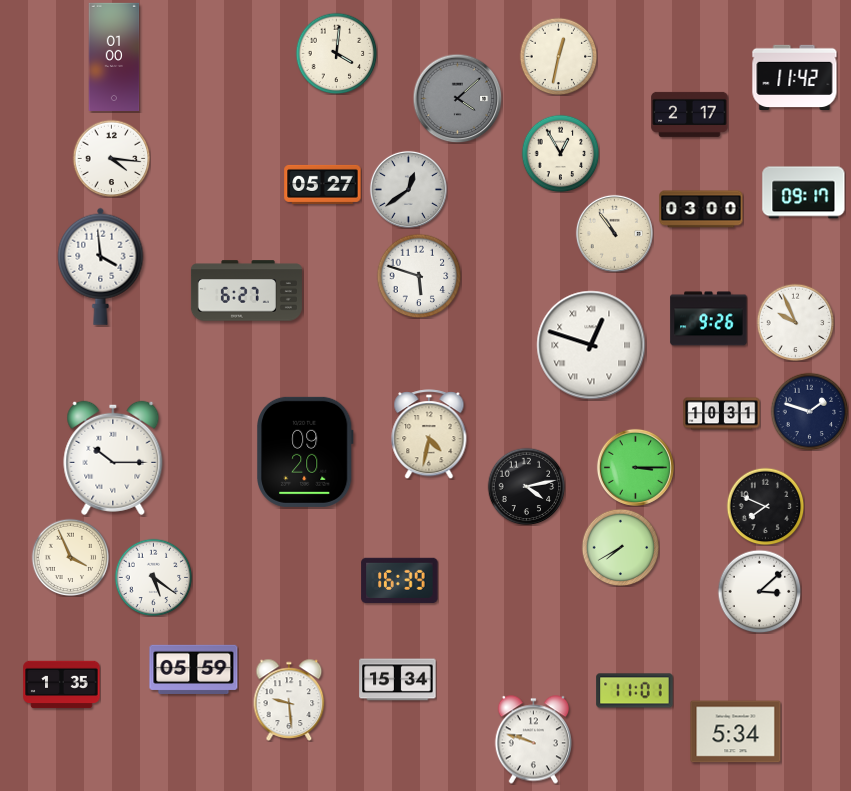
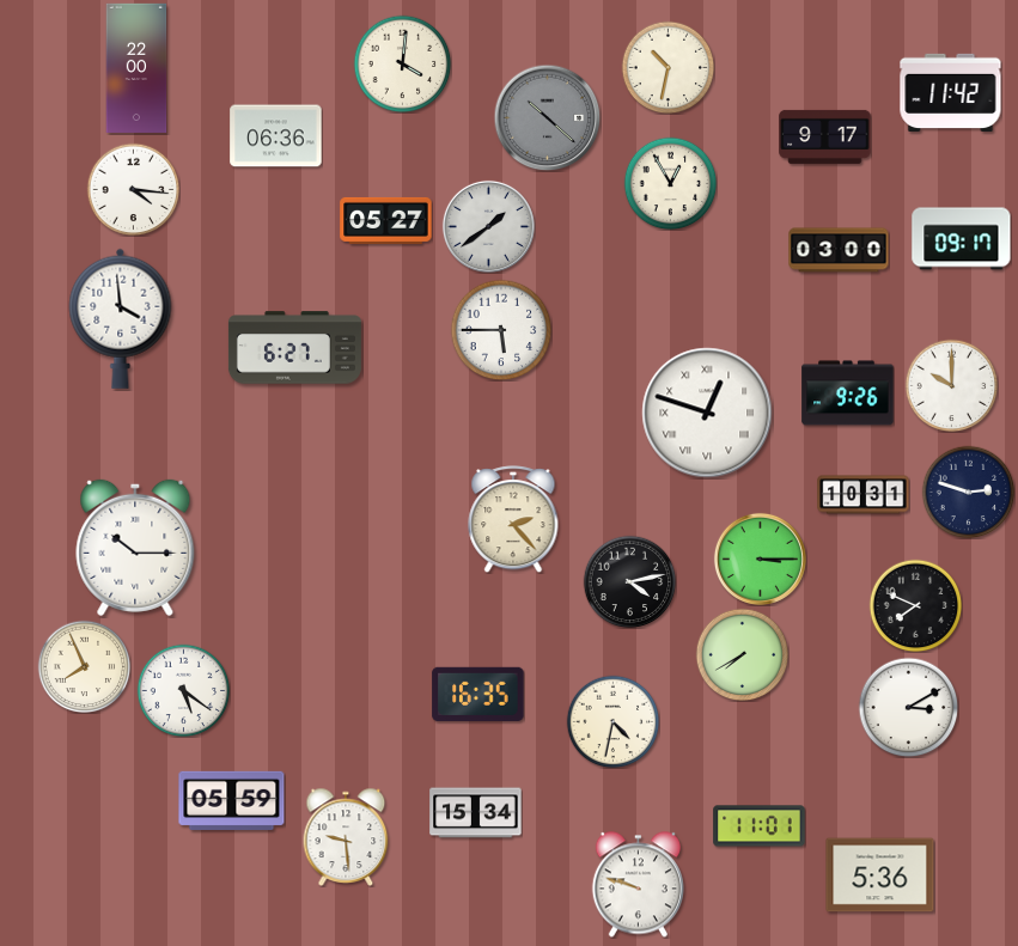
clock at (558, 56): 12:32 -> 10:32
clock at (114, 57): 01:00 -> 22:00
clock at (457, 98): 4:08 -> 10:22
clock at (276, 136): none -> 06:36
clock at (690, 114): 2:17 -> 9:17
clock at (408, 189): 12:39 -> 1:39
clock at (804, 193) position: (804, 193) -> (962, 239)
clock at (614, 233): 10:54 -> none
clock at (419, 276): 5:48 -> 5:45
clock at (709, 319) position: (709, 319) -> (848, 393)
clock at (795, 322): 9:56 -> 10:00
clock at (809, 411): 1:48 -> 2:48
clock at (429, 434): 4:32 -> 2:23
clock at (306, 452): 09:20 -> none
clock at (70, 557): 3:56 -> 7:56
clock at (400, 580): 16:39 -> 16:35
clock at (759, 591): 3:08 -> 3:10
clock at (612, 721): none -> 4:32
clock at (62, 685): 1:35 -> none
clock at (736, 732): 5:34 -> 5:36
